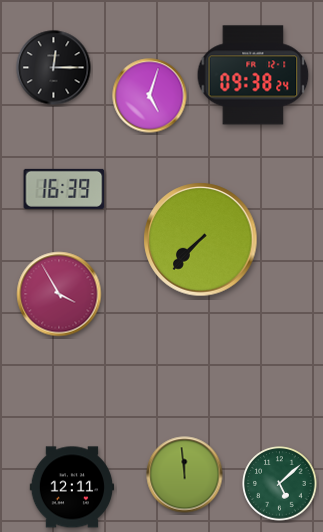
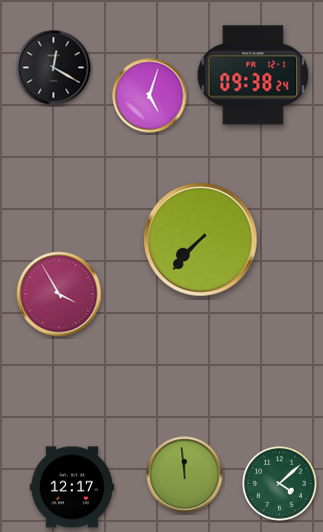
clock at (54, 68): 12:15 -> 12:20
clock at (64, 189): 16:39 -> none
clock at (280, 484): 5:08 -> 4:08
clock at (72, 487): 12:11 -> 12:17
